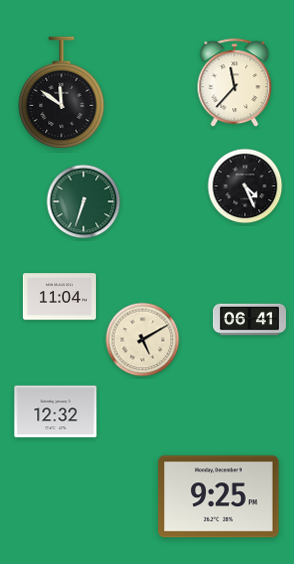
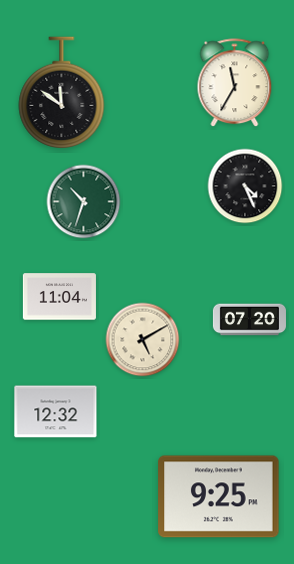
clock at (235, 83): 11:37 -> 11:35
clock at (84, 202): 6:33 -> 10:33
clock at (249, 320): 06:41 -> 07:20
